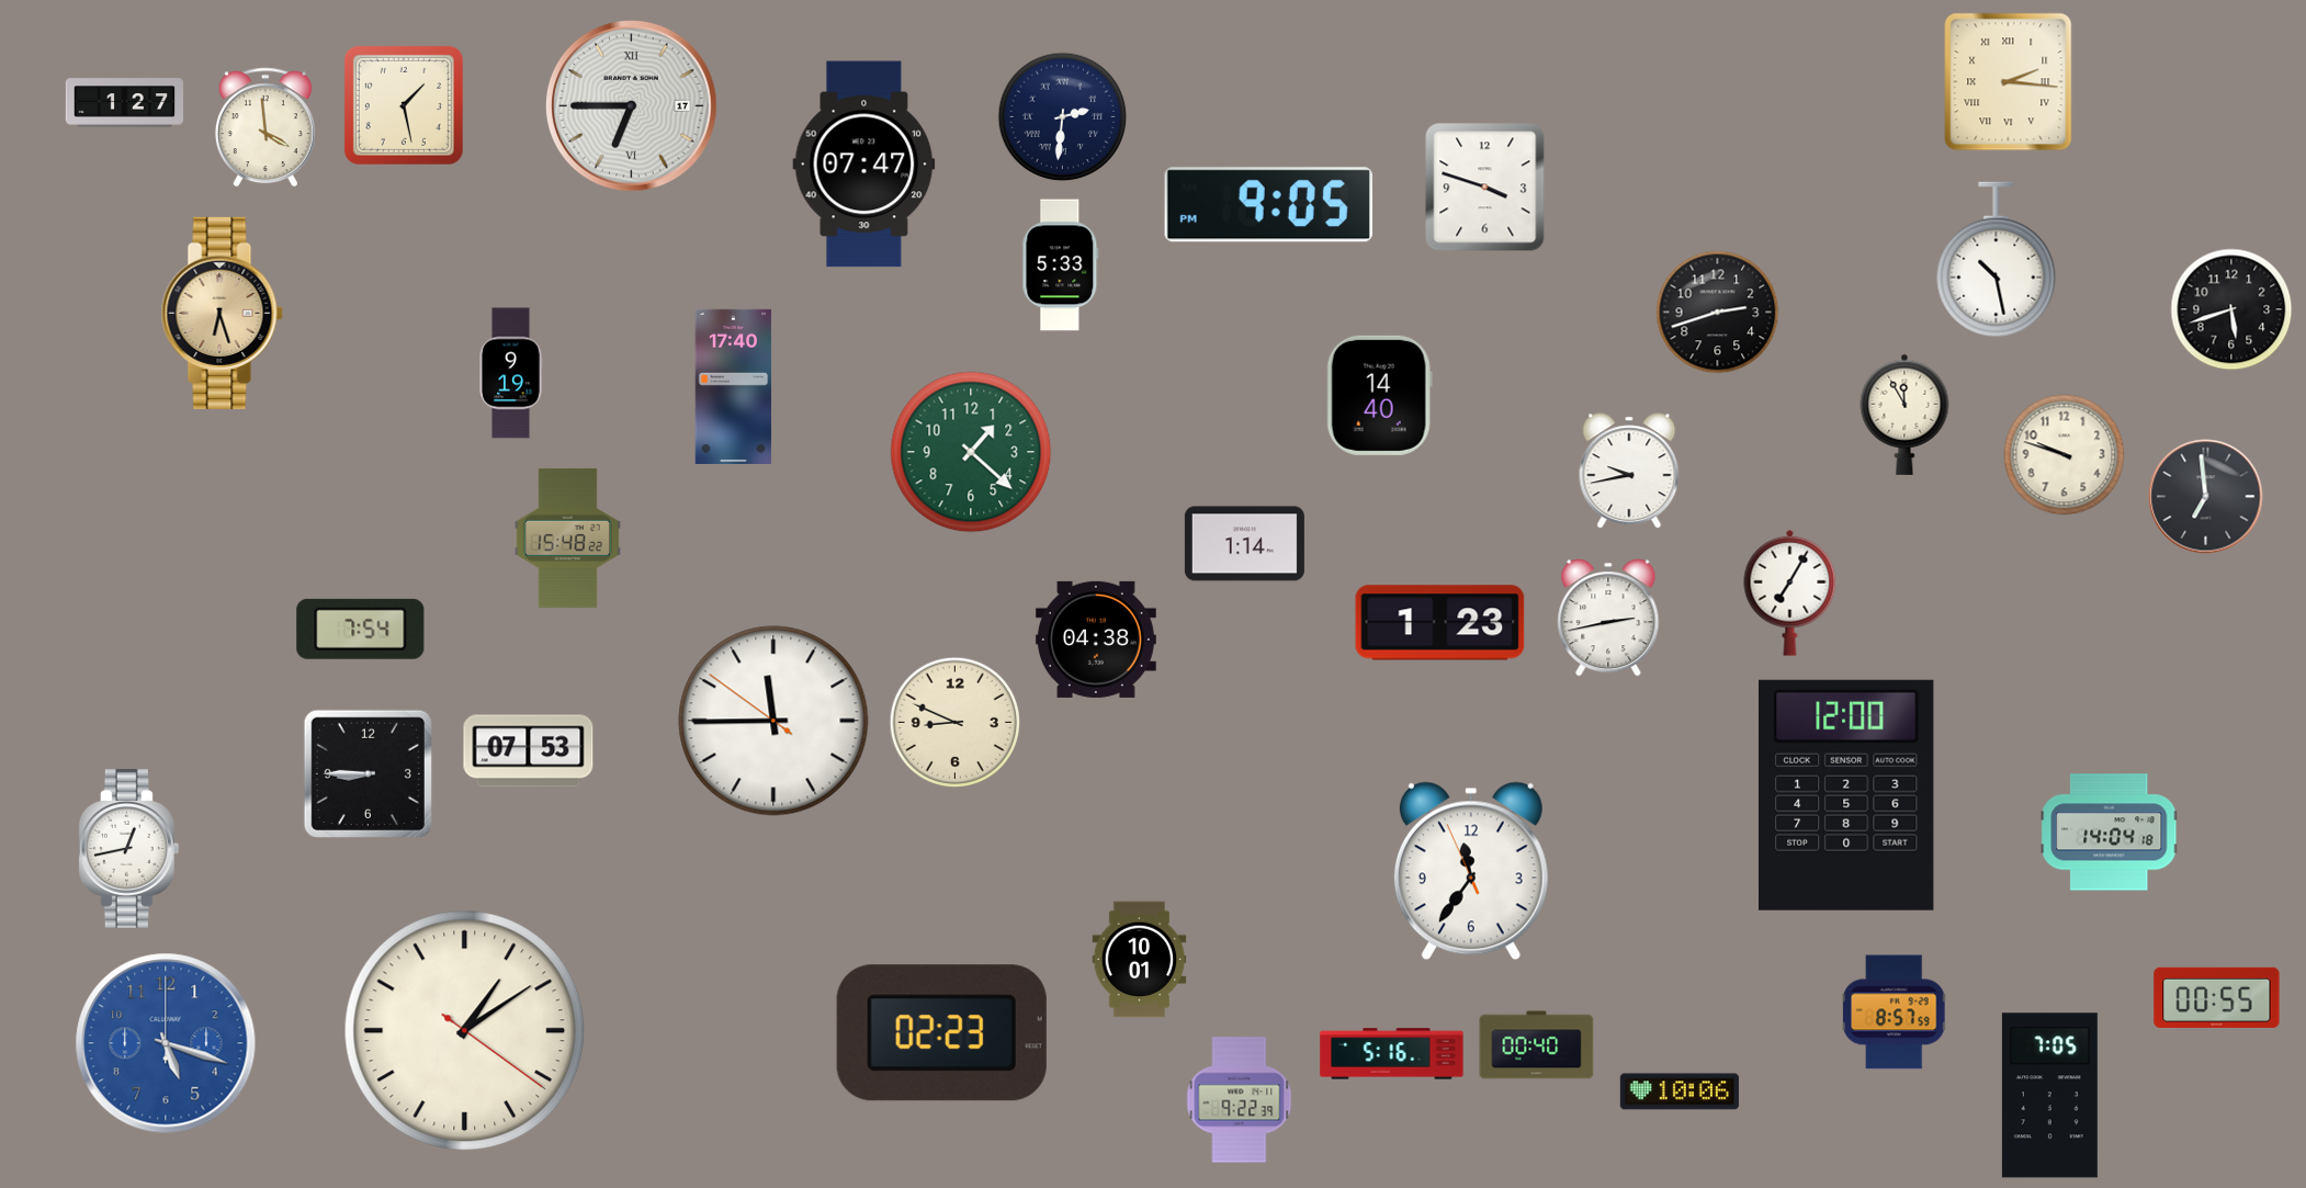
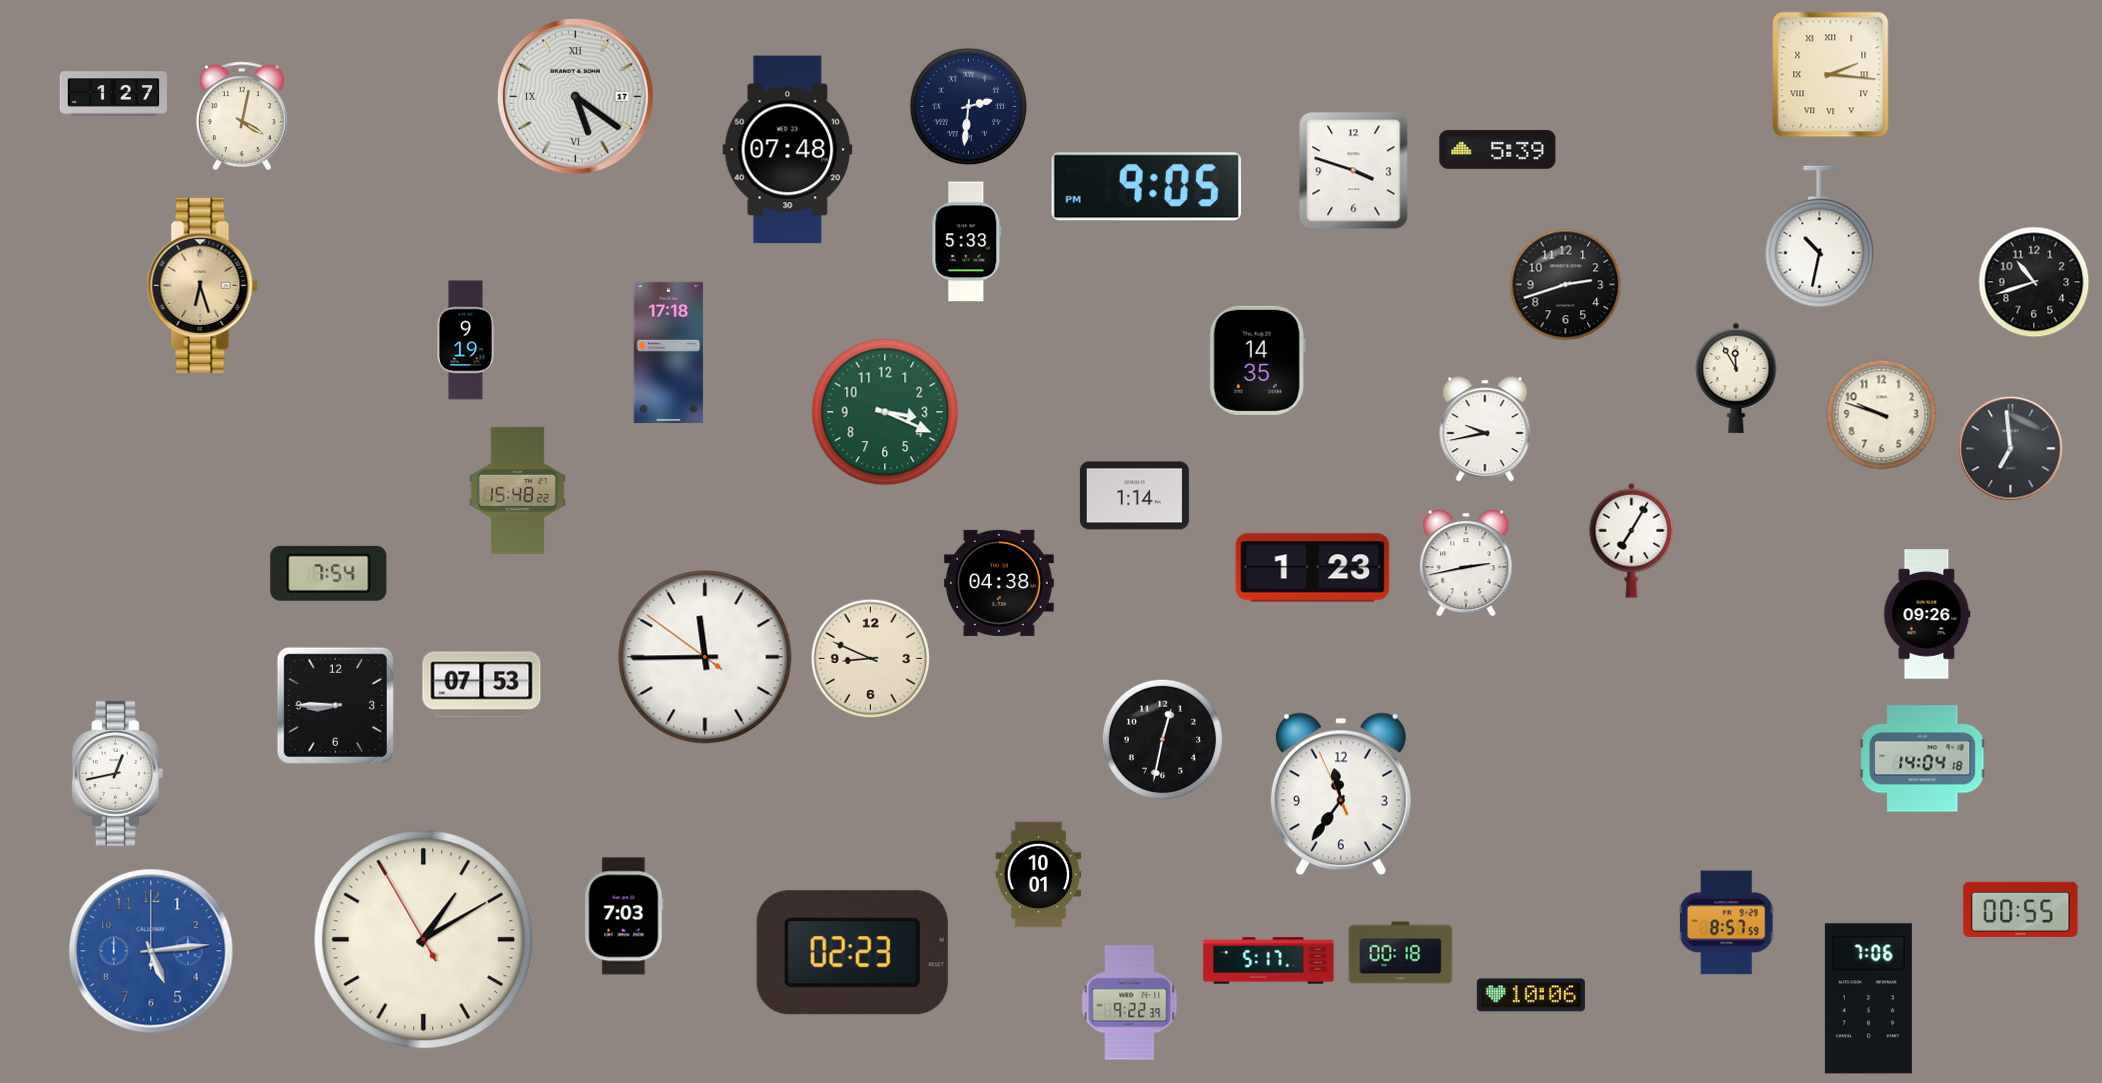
clock at (404, 105): 1:28 -> none
clock at (632, 106): 6:45 -> 5:21
clock at (265, 127): 3:59 -> 4:02
clock at (1498, 149): none -> 5:39
clock at (864, 165): 07:47 -> 07:48
clock at (1268, 205) position: (1268, 205) -> (1146, 187)
clock at (1997, 260): 10:28 -> 10:32
clock at (2231, 309): 5:42 -> 10:42
clock at (734, 386): 17:40 -> 17:18
clock at (1379, 395): 14:40 -> 14:35
clock at (971, 452): 1:22 -> 3:19
clock at (2206, 497) position: (2206, 497) -> (2011, 449)
clock at (1927, 614): none -> 09:26
clock at (1847, 795): 12:00 -> none
clock at (1162, 739): none -> 12:32
clock at (624, 916): none -> 7:03
clock at (465, 1031): 1:09:21 -> 1:09:55
clock at (941, 1033) position: (941, 1033) -> (852, 953)
clock at (166, 1043): 5:18 -> 5:14
clock at (1537, 1045): 00:40 -> 00:18
clock at (1392, 1054): 5:16 -> 5:17
clock at (2049, 1096): 7:05 -> 7:06
